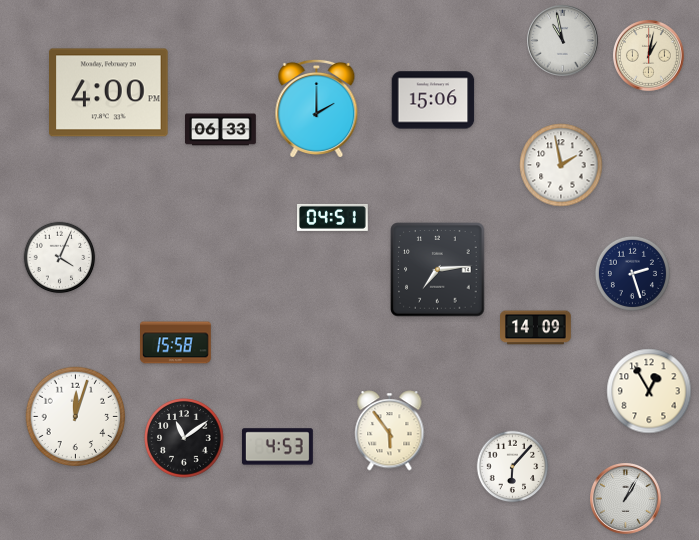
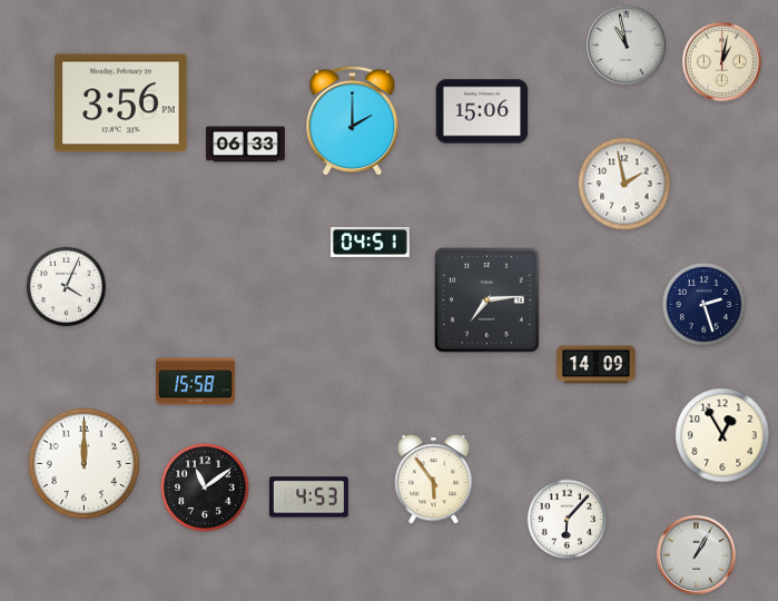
clock at (109, 93): 4:00 -> 3:56
clock at (76, 417): 12:03 -> 12:00
clock at (513, 467) position: (513, 467) -> (568, 520)
